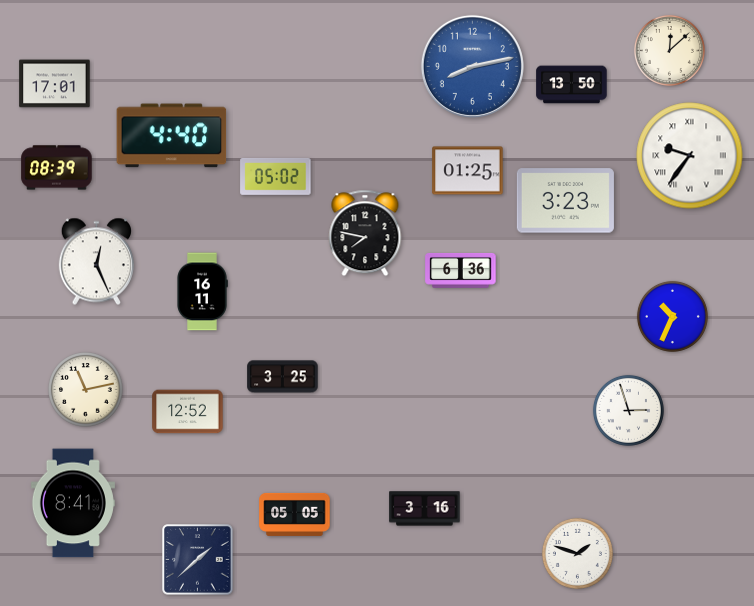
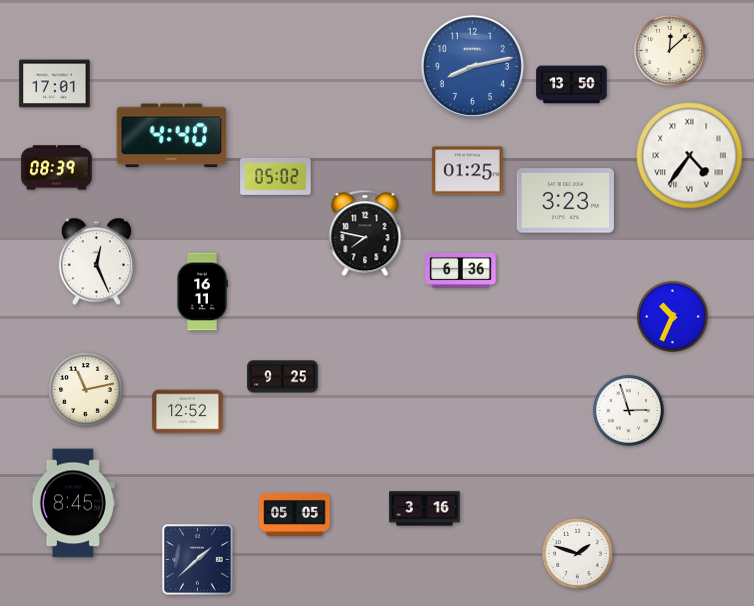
clock at (690, 156): 9:36 -> 4:36
clock at (283, 377): 3:25 -> 9:25
clock at (73, 503): 8:41 -> 8:45
